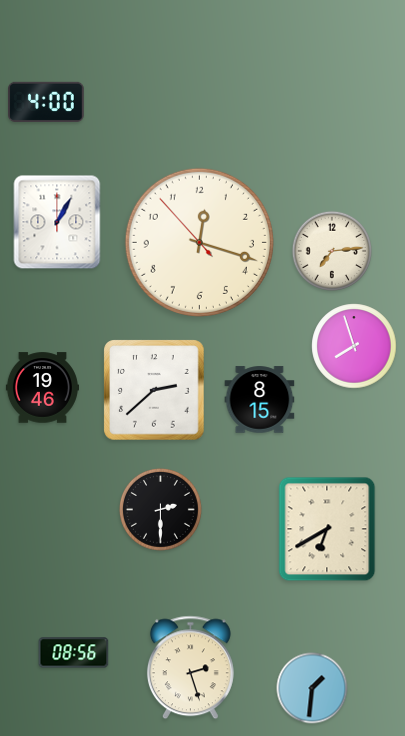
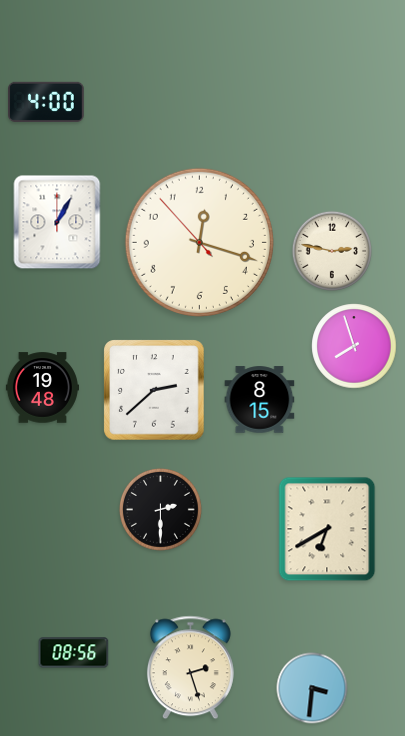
clock at (332, 251): 7:14 -> 2:47
clock at (42, 388): 19:46 -> 19:48
clock at (312, 688): 1:31 -> 3:31
